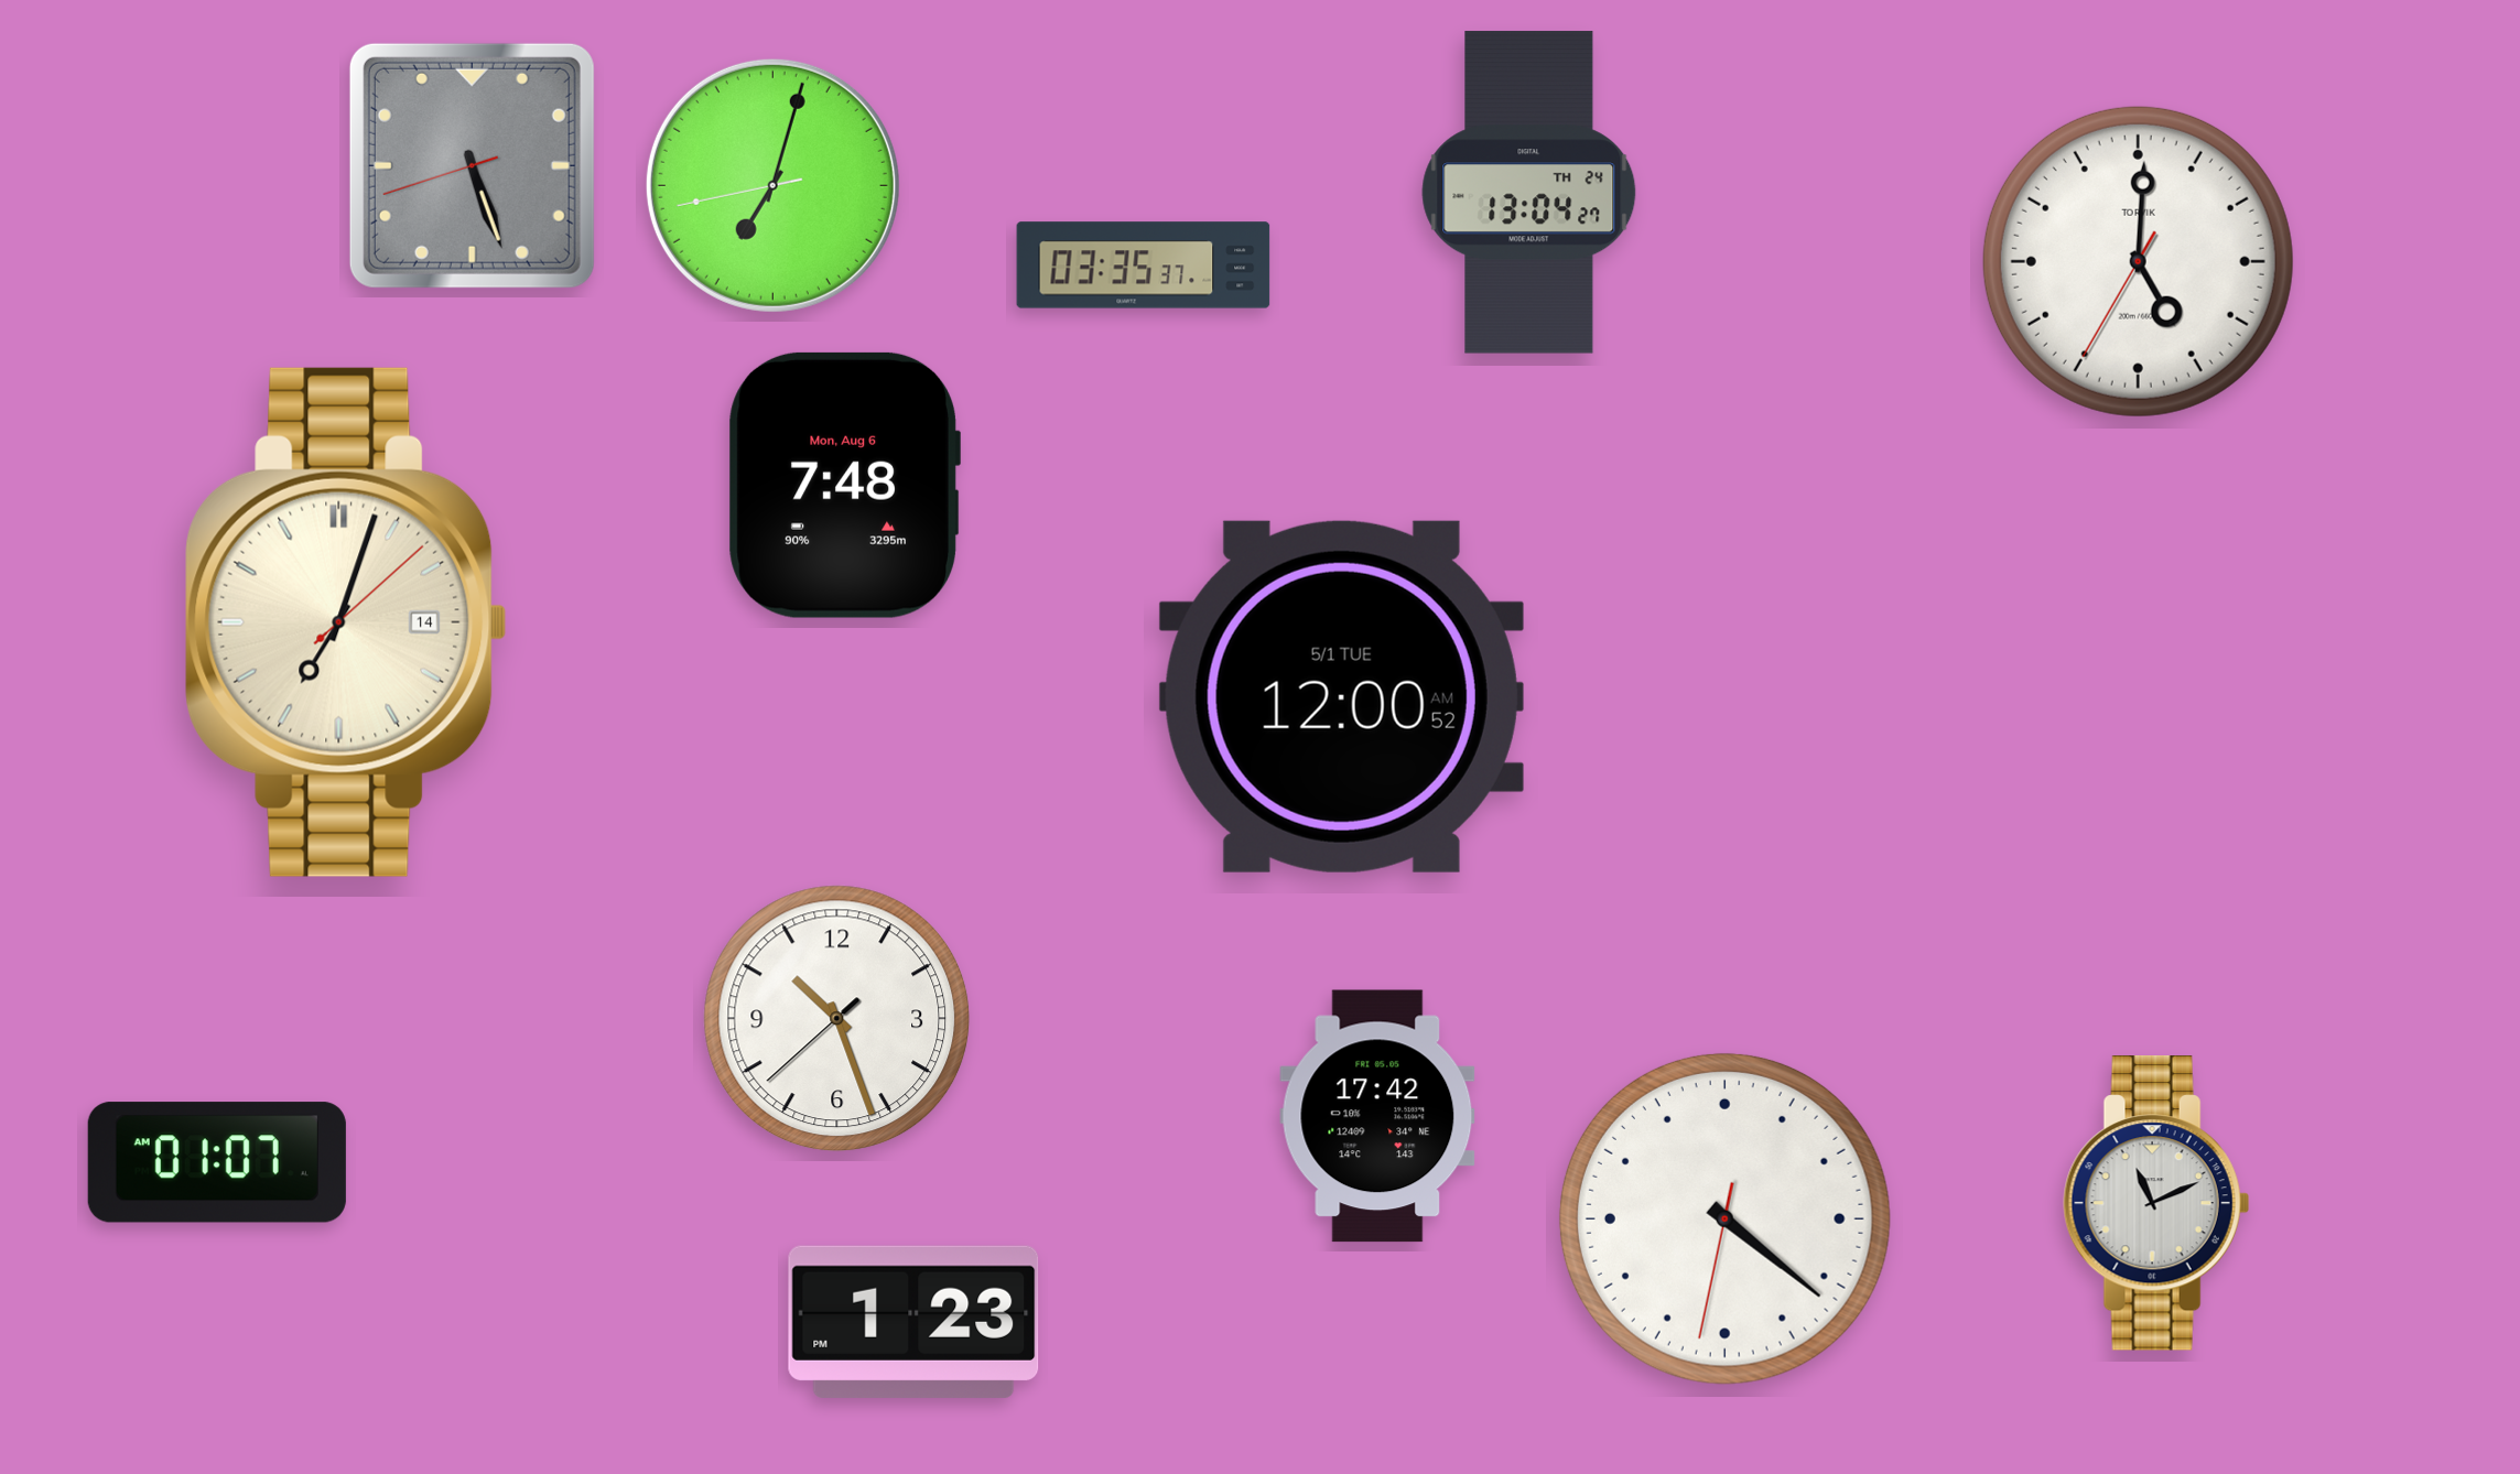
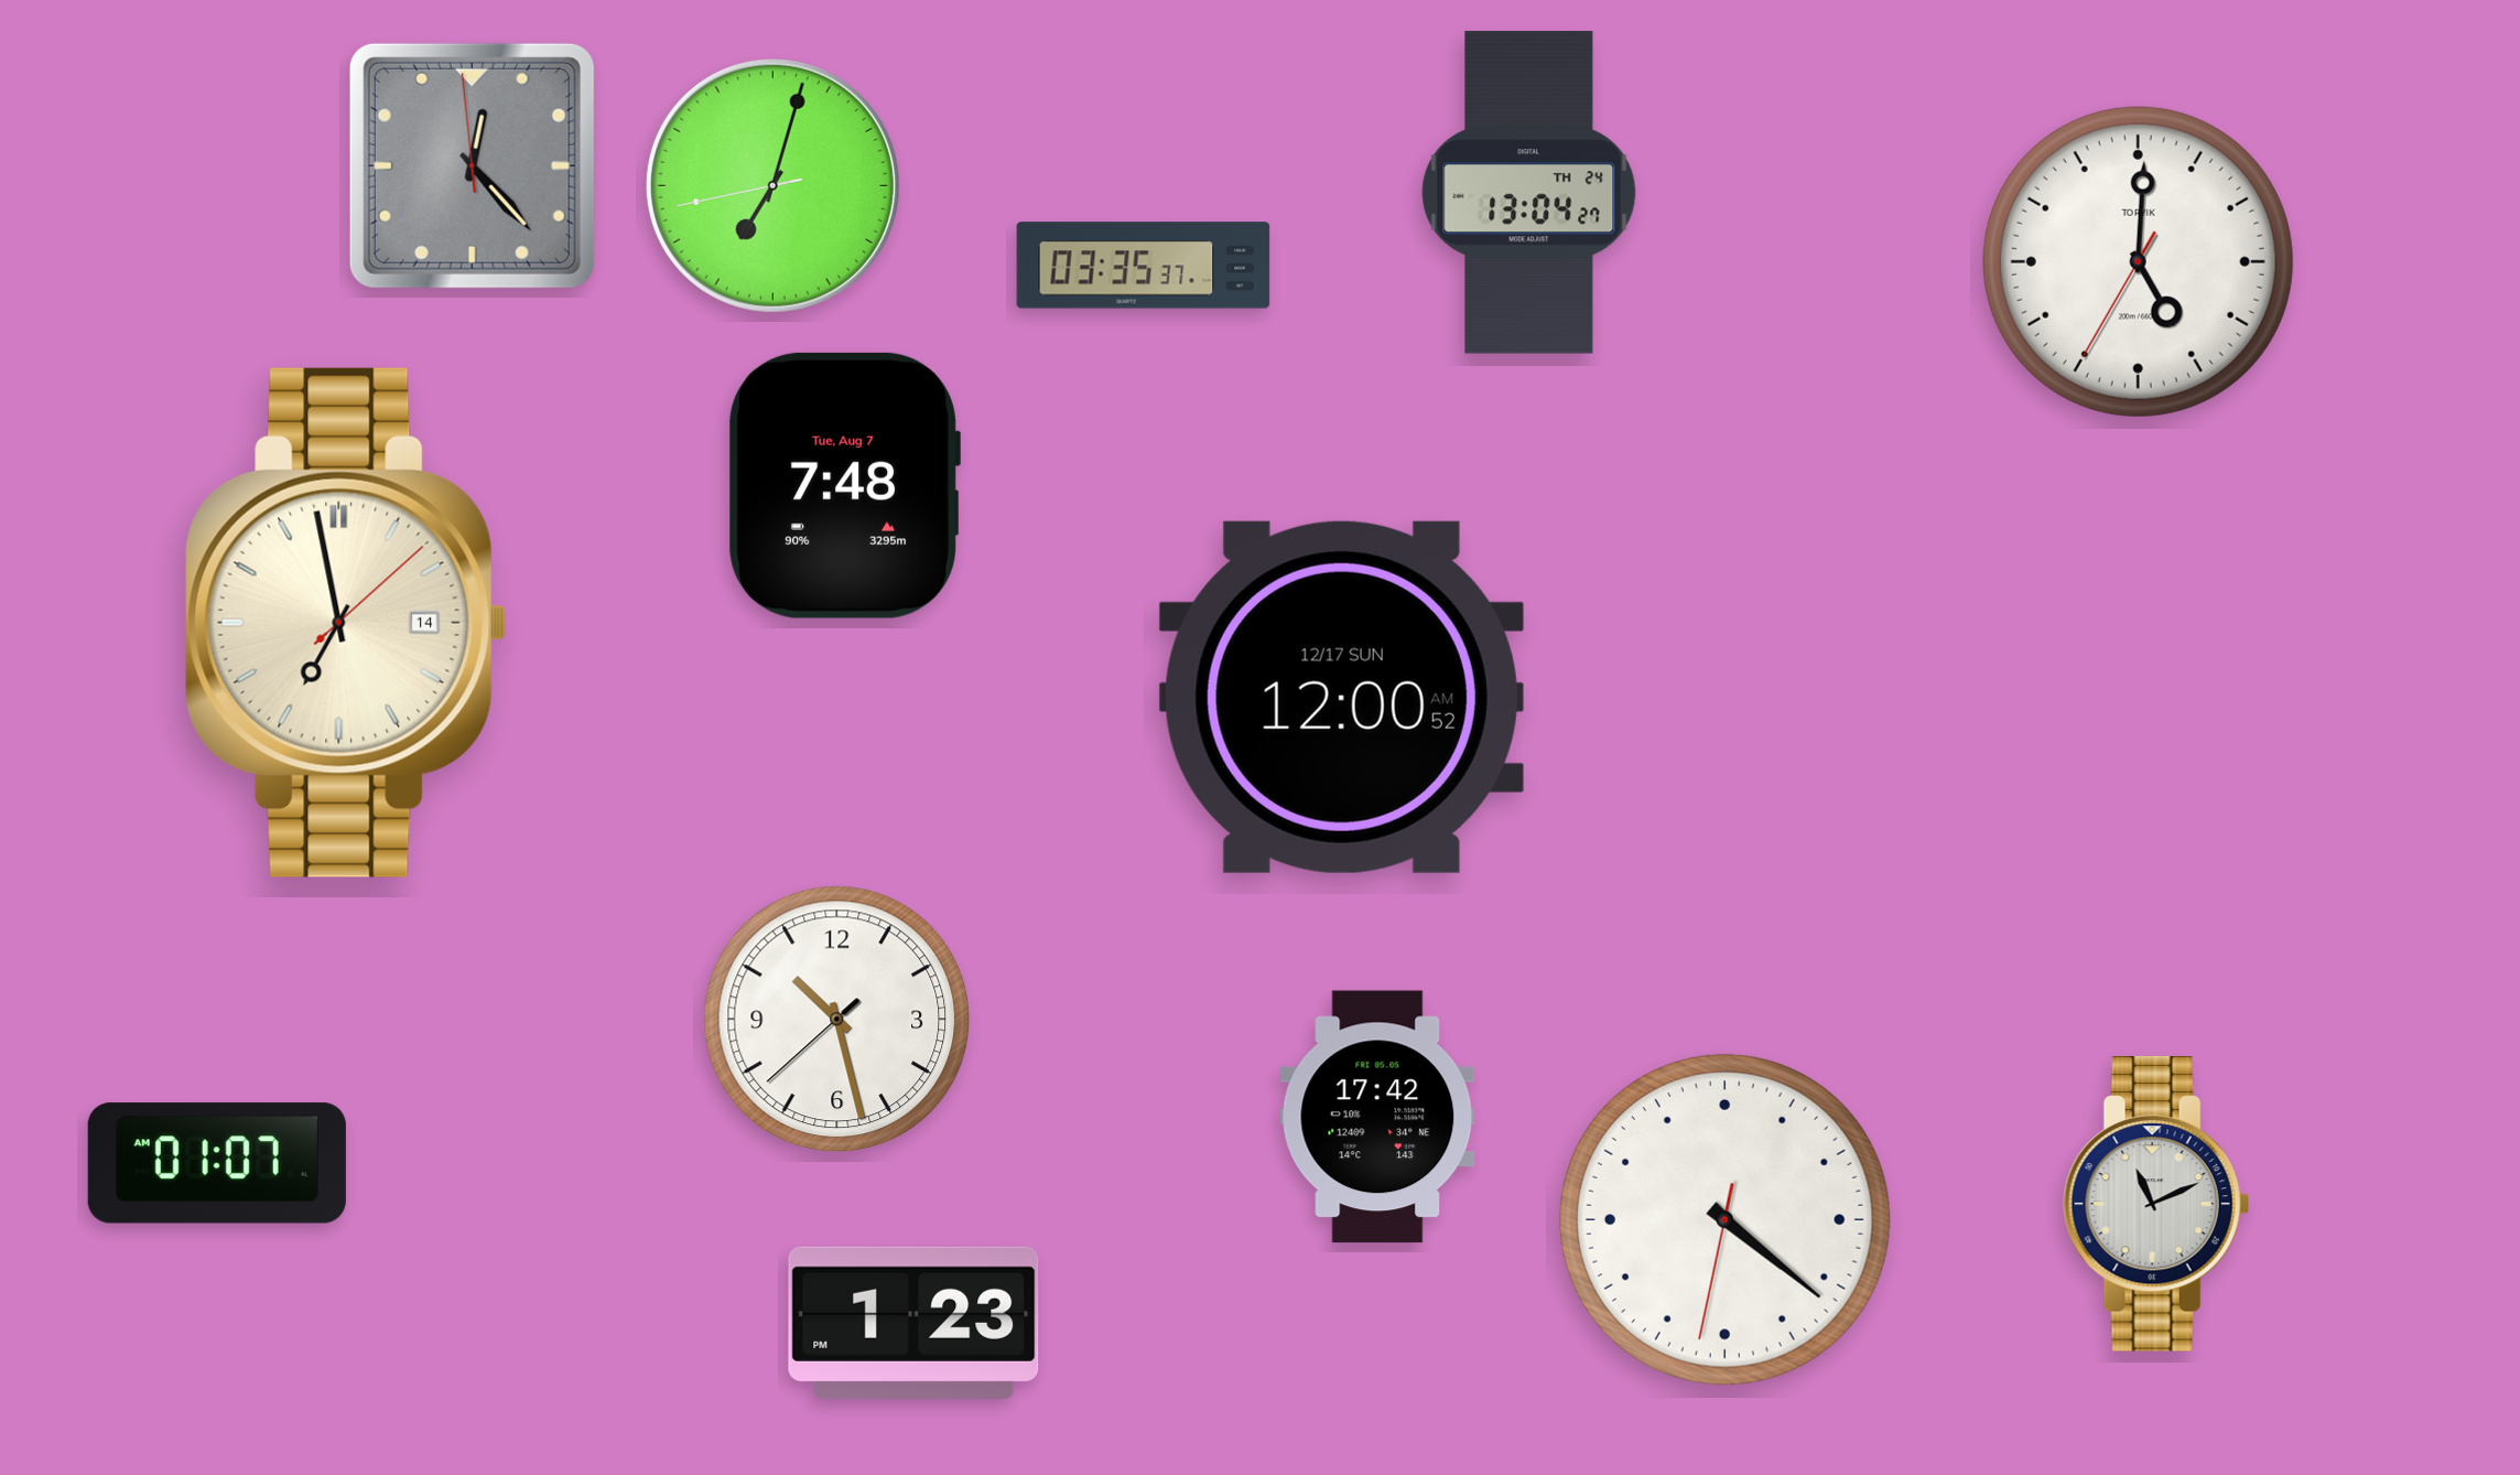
clock at (472, 165): 5:26 -> 12:22
clock at (844, 485) date: Mon, Aug 6 -> Tue, Aug 7
clock at (346, 622): 7:03 -> 6:58
clock at (1341, 696) date: 5/1 TUE -> 12/17 SUN
clock at (837, 1019): 10:26 -> 10:27
